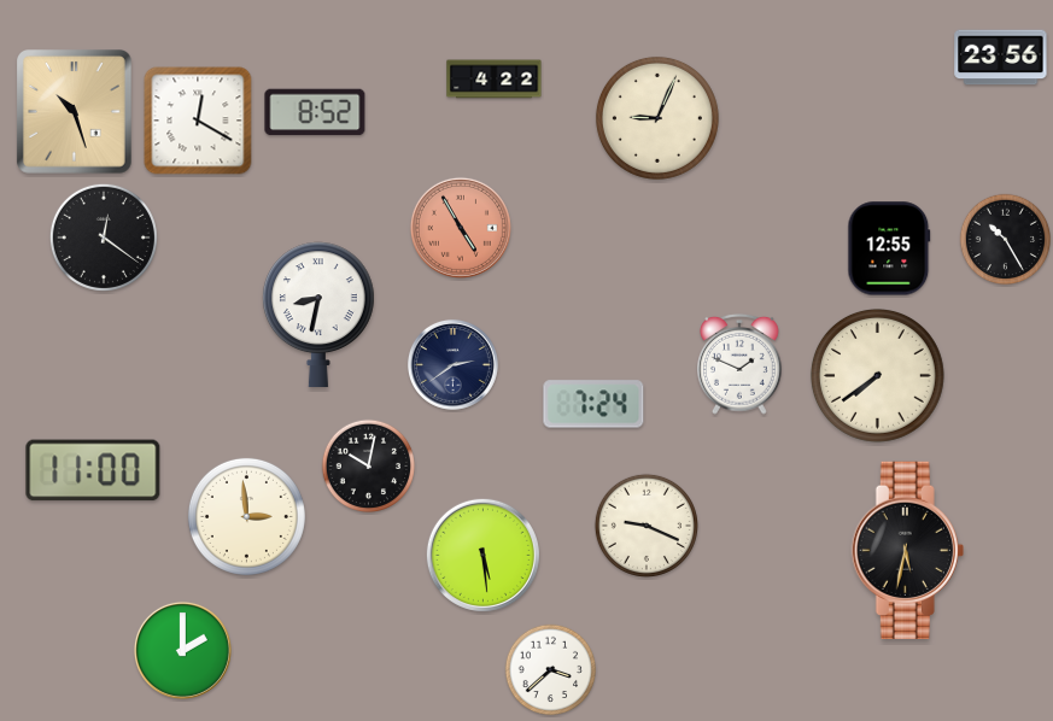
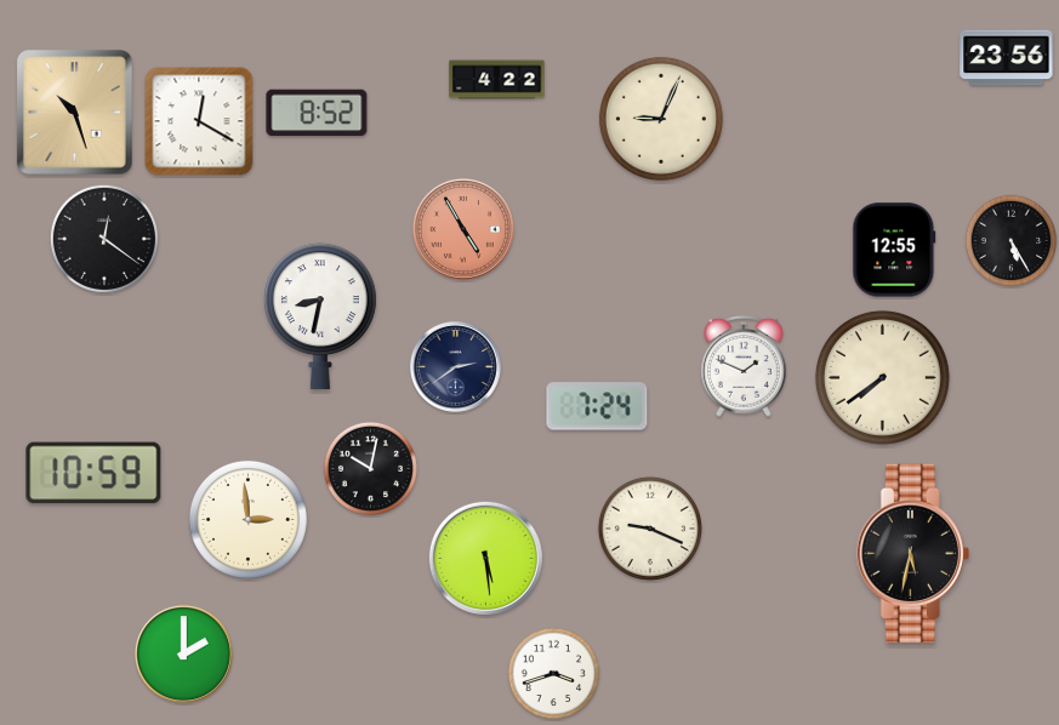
clock at (1006, 240): 10:25 -> 5:25
clock at (93, 470): 11:00 -> 10:59
clock at (551, 670): 3:38 -> 3:42
